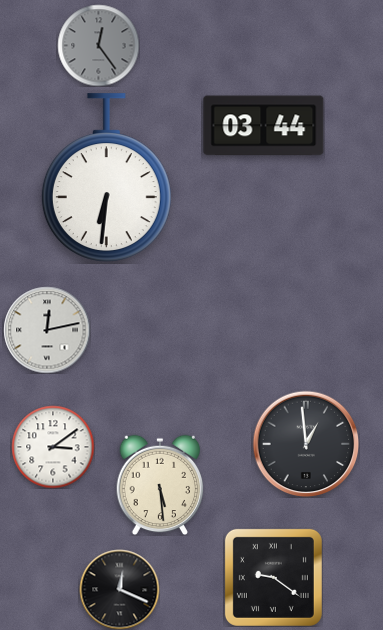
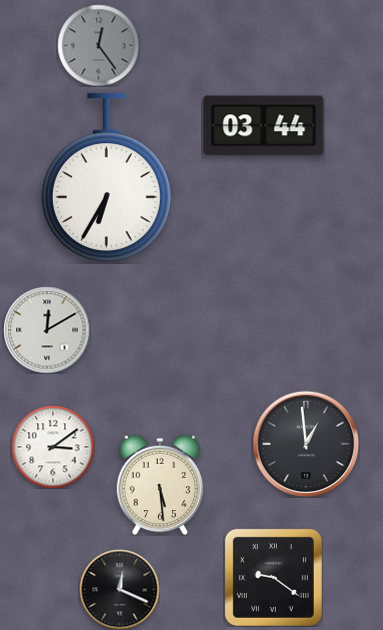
clock at (106, 178): 6:31 -> 6:35
clock at (47, 330): 12:13 -> 12:10
